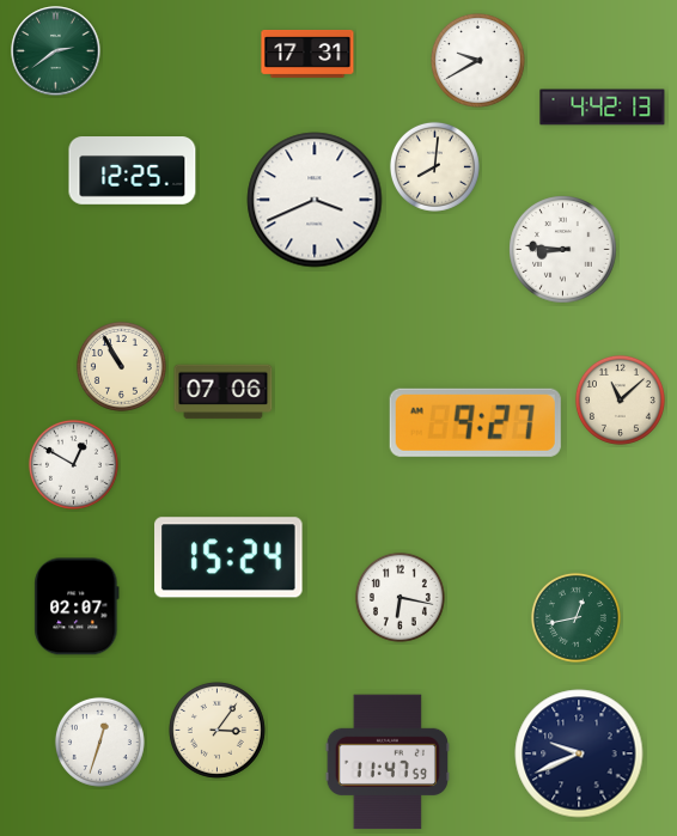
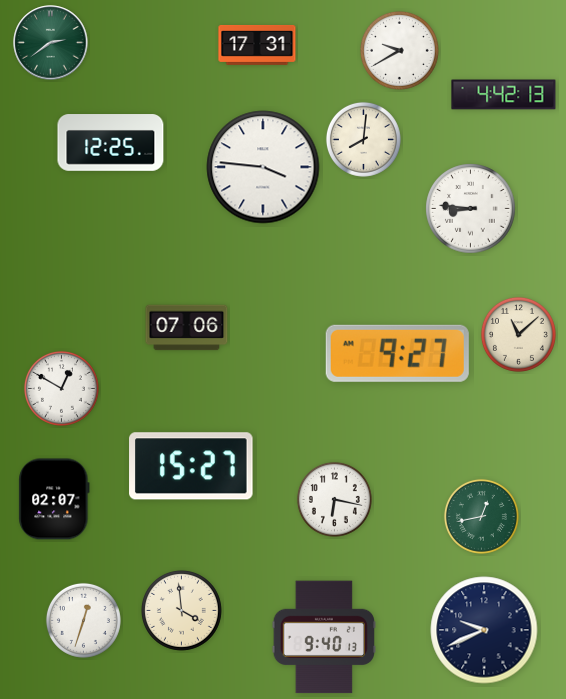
clock at (56, 51) position: (56, 51) -> (51, 43)
clock at (603, 108) position: (603, 108) -> (504, 95)
clock at (315, 200): 3:41 -> 3:46
clock at (121, 366): 10:55 -> none
clock at (228, 557): 15:24 -> 15:27
clock at (77, 606) position: (77, 606) -> (54, 499)
clock at (216, 730): 3:06 -> 3:59
clock at (386, 762): 11:47 -> 9:40
